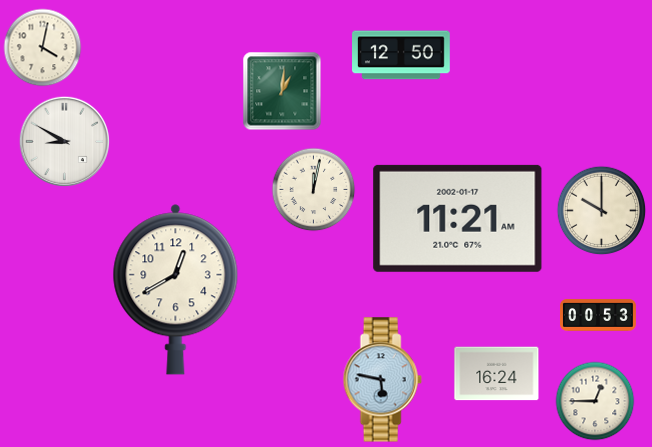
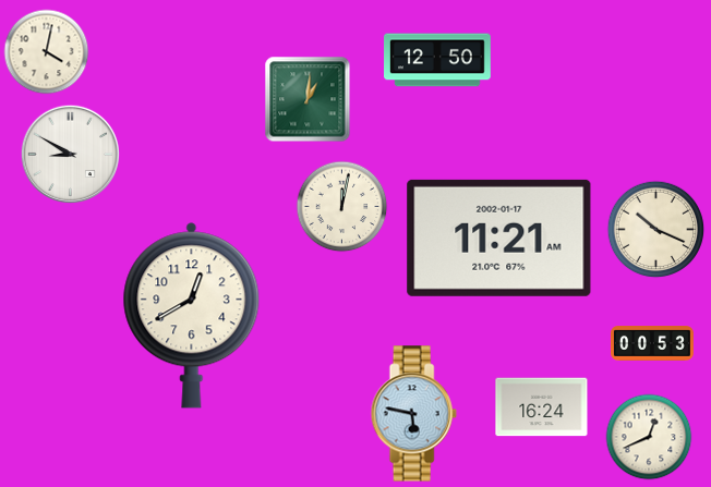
clock at (602, 211): 10:00 -> 10:19
clock at (382, 380) position: (382, 380) -> (413, 414)
clock at (595, 401): 12:45 -> 12:41
